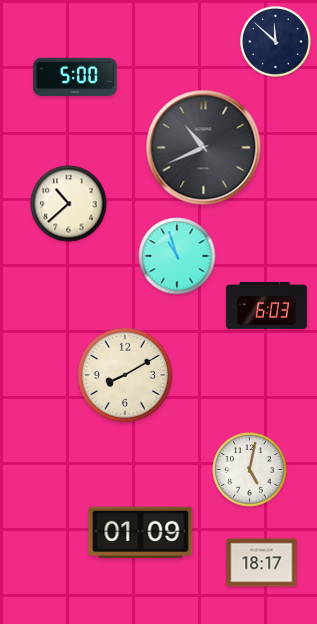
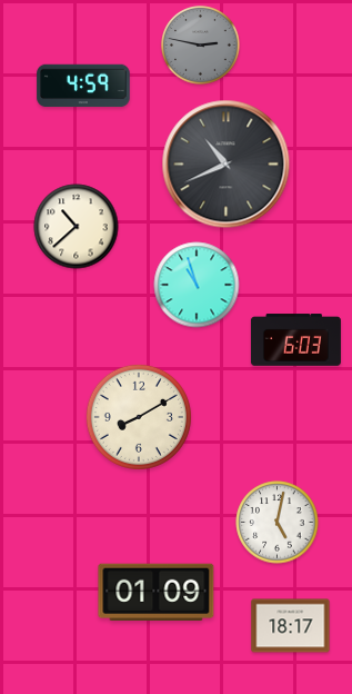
clock at (201, 46): none -> 2:47
clock at (276, 42): 11:52 -> none
clock at (75, 77): 5:00 -> 4:59
